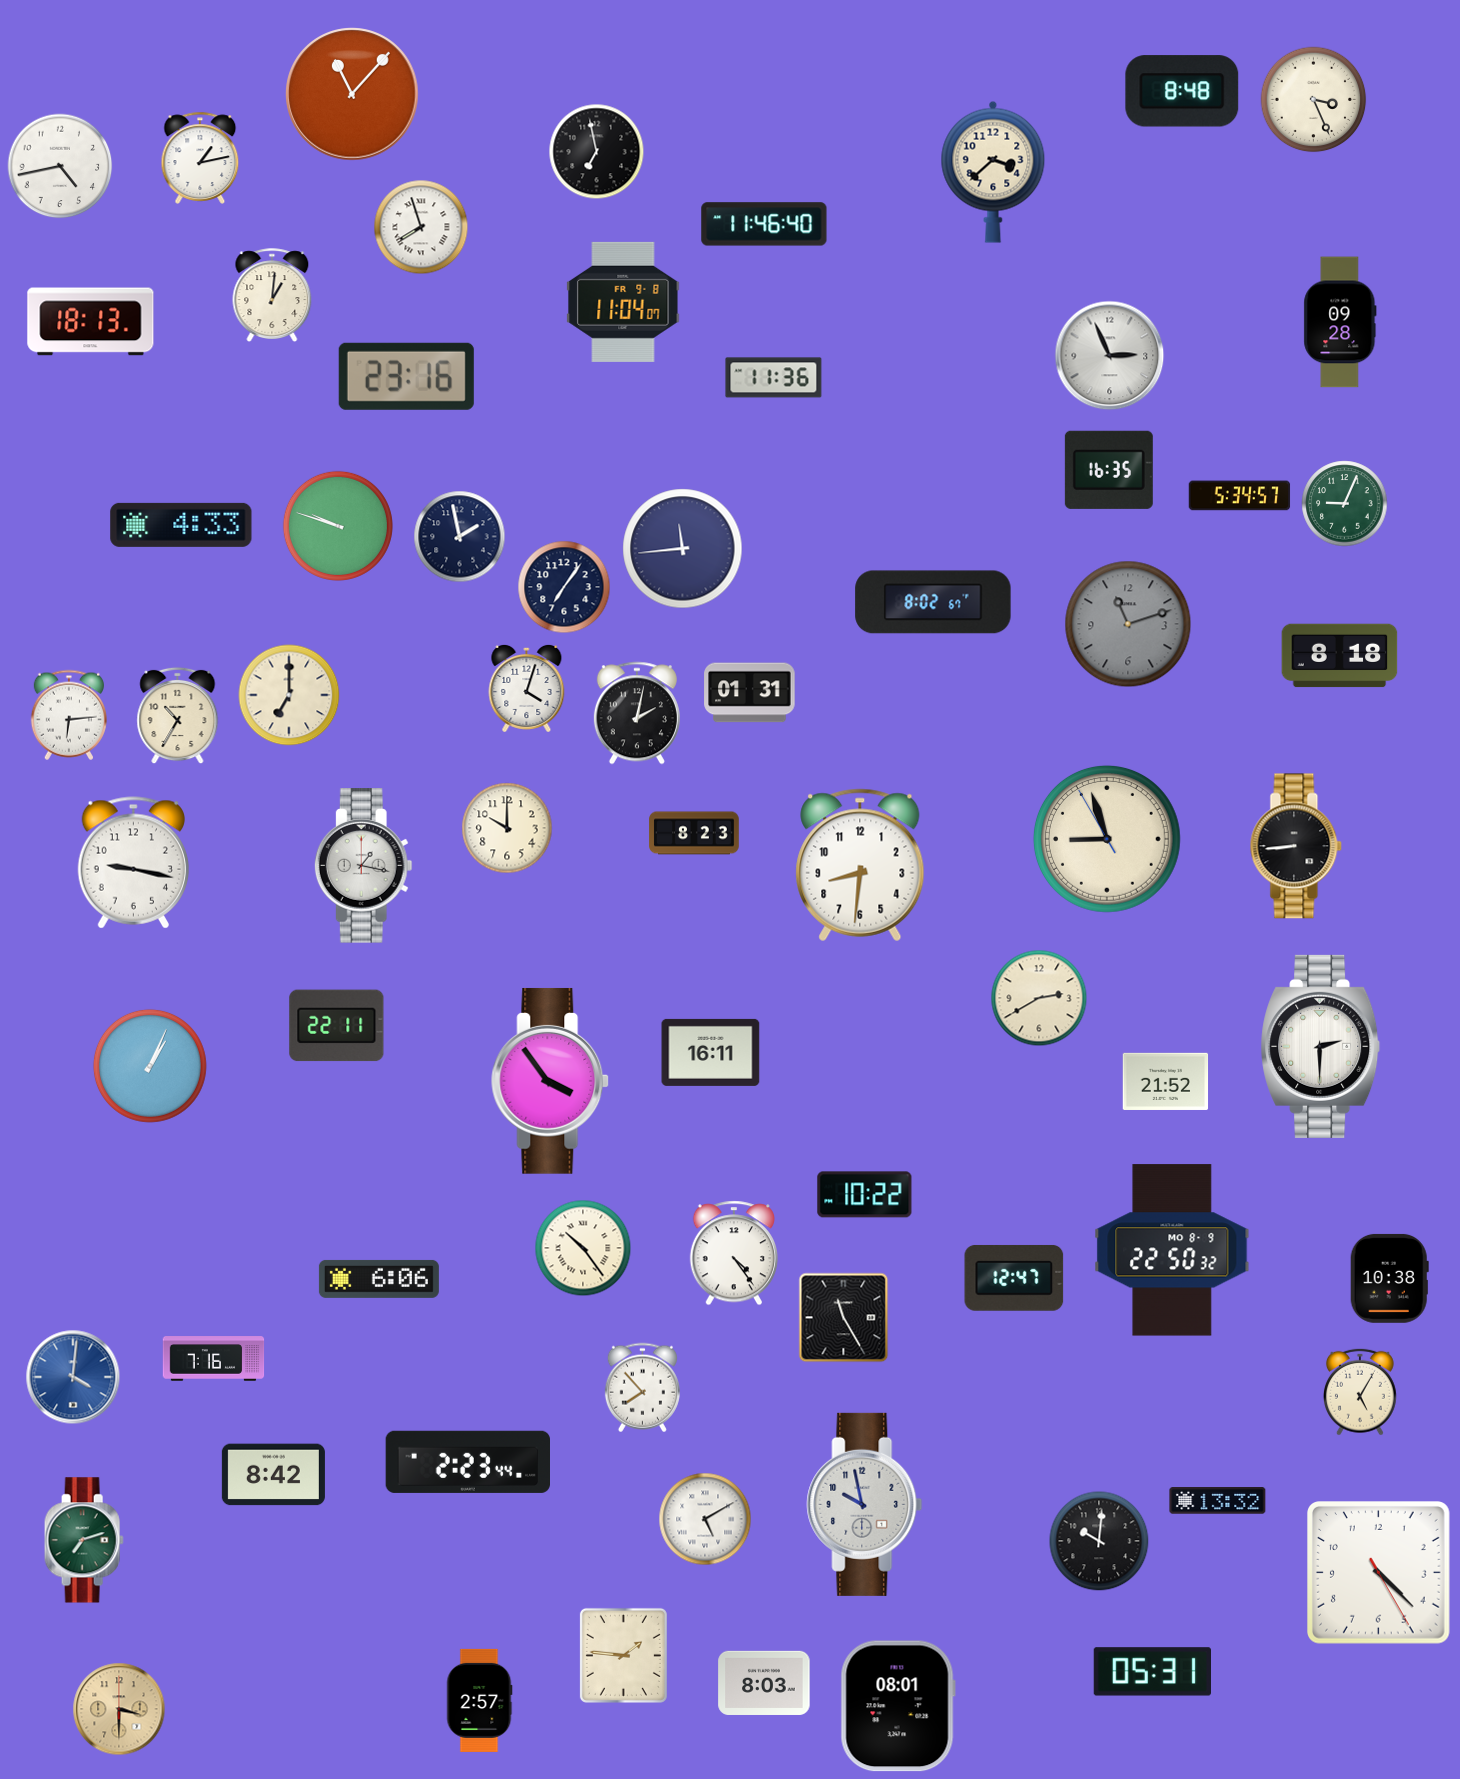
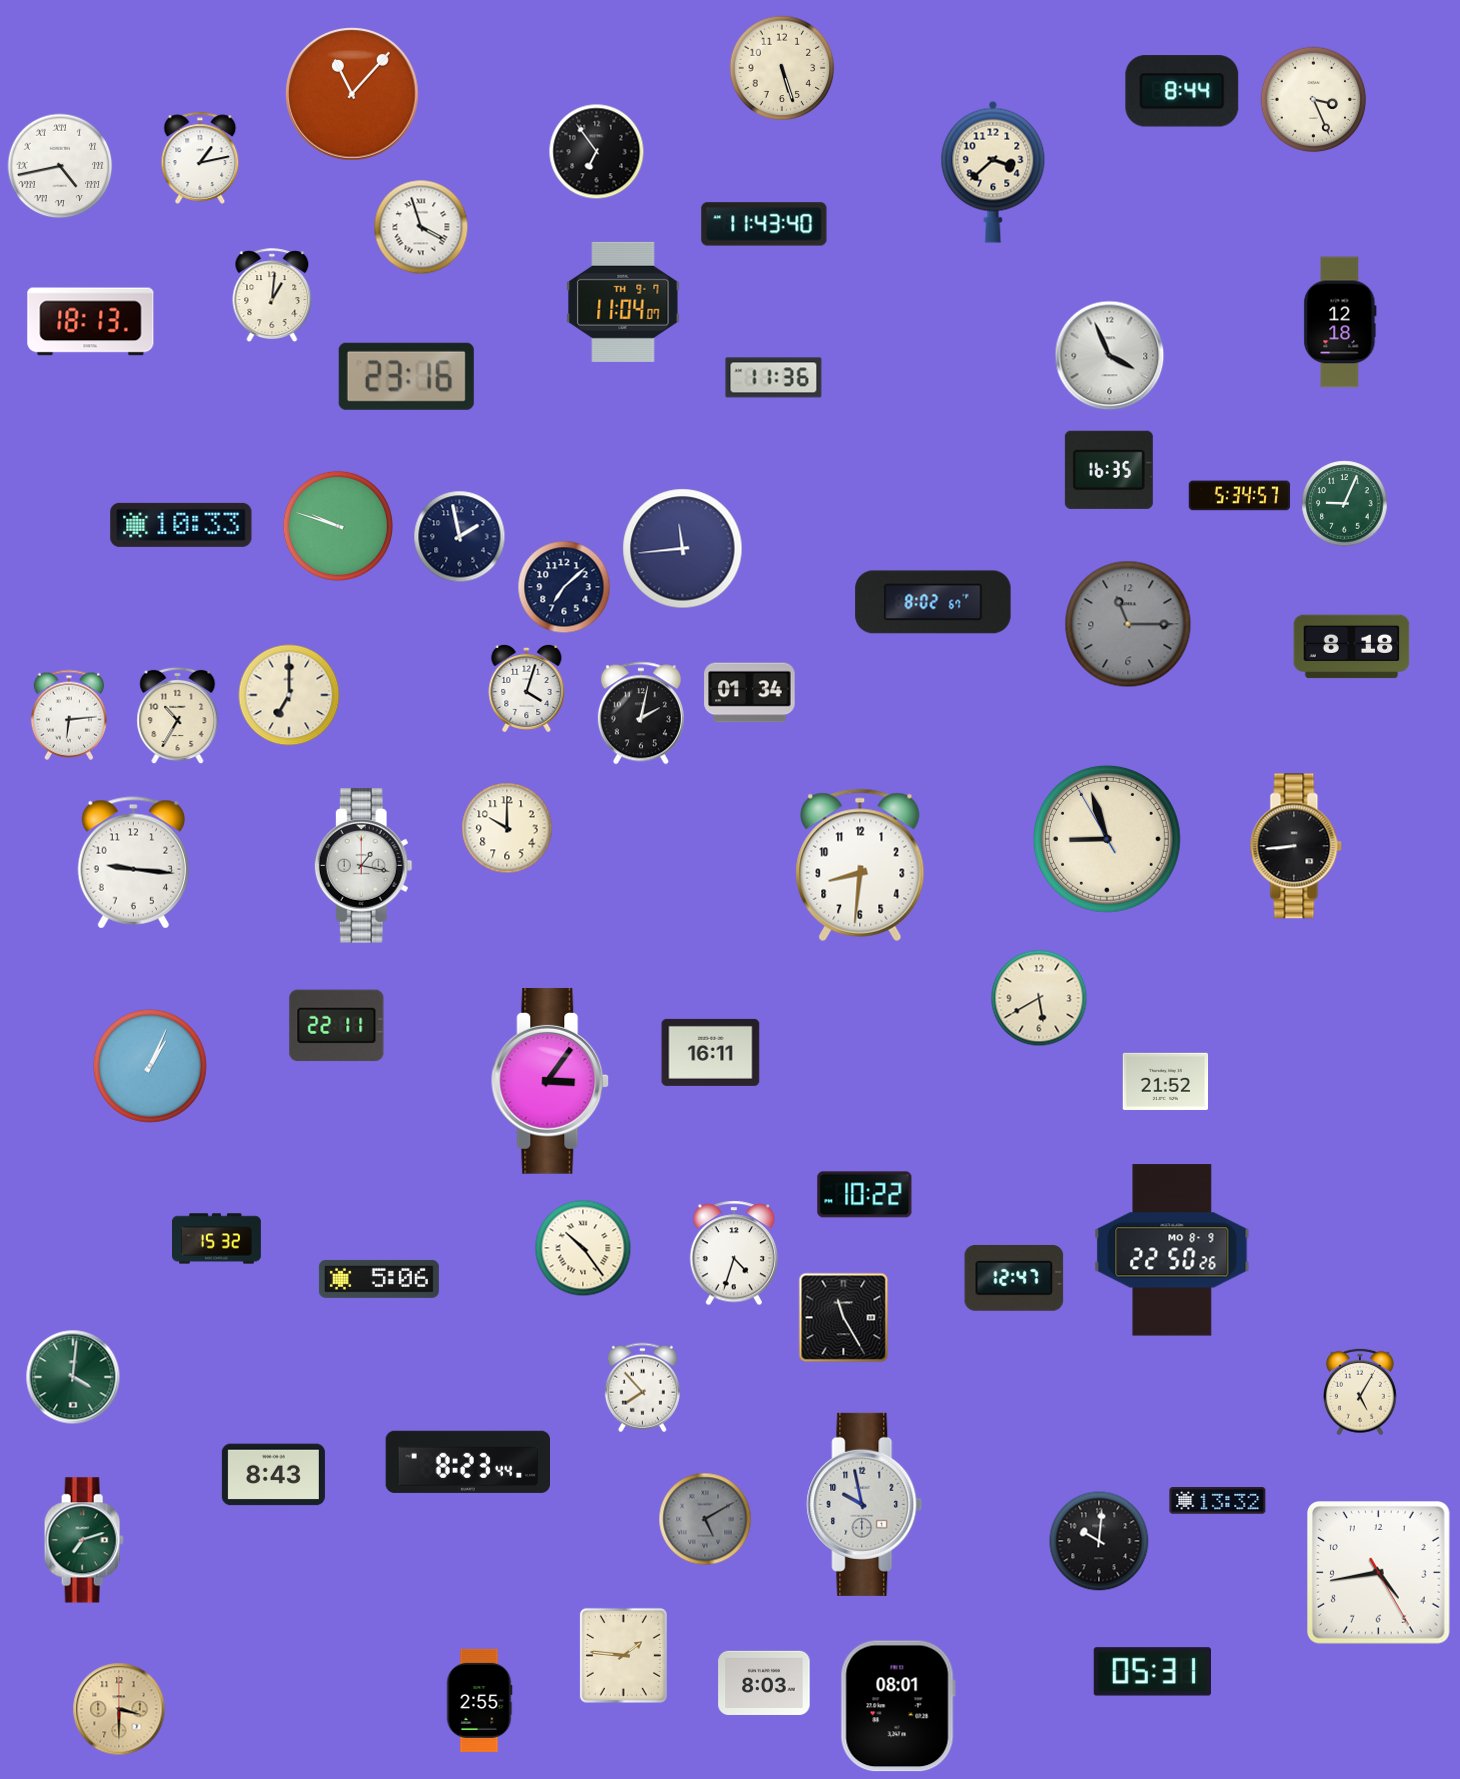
clock at (782, 68): none -> 5:27
clock at (1182, 91): 8:48 -> 8:44
clock at (597, 152): 6:58 -> 6:54
clock at (60, 166) numerals: Arabic -> Roman
clock at (764, 224): 11:46 -> 11:43
clock at (421, 227): 7:57 -> 3:57
clock at (623, 302) date: FR 9-8 -> TH 9-7
clock at (1340, 322): 09:28 -> 12:18
clock at (1110, 356): 2:56 -> 3:56
clock at (181, 525): 4:33 -> 10:33
clock at (564, 587): 7:06 -> 7:08
clock at (1128, 624): 11:12 -> 11:15
clock at (1340, 656) position: (1340, 656) -> (1352, 647)
clock at (750, 693): 01:31 -> 01:34
clock at (637, 713) position: (637, 713) -> (641, 713)
clock at (694, 833): 8:23 -> none
clock at (133, 863): 9:17 -> 9:16
clock at (1039, 998): 2:40 -> 5:40
clock at (1321, 1046): 2:30 -> none
clock at (551, 1081): 3:54 -> 3:06
clock at (217, 1239): none -> 15:32
clock at (1172, 1250): 22:50:32 -> 22:50:26
clock at (733, 1253): 4:24 -> 4:33
clock at (1389, 1278): 10:38 -> none
clock at (379, 1279): 6:06 -> 5:06
clock at (214, 1359): 7:16 -> none
clock at (73, 1377) dial: blue -> green
clock at (467, 1462): 2:23 -> 8:23
clock at (273, 1475): 8:42 -> 8:43
clock at (705, 1519) dial: white -> grey
clock at (1379, 1573): 4:22 -> 4:43
clock at (479, 1700): 2:57 -> 2:55
